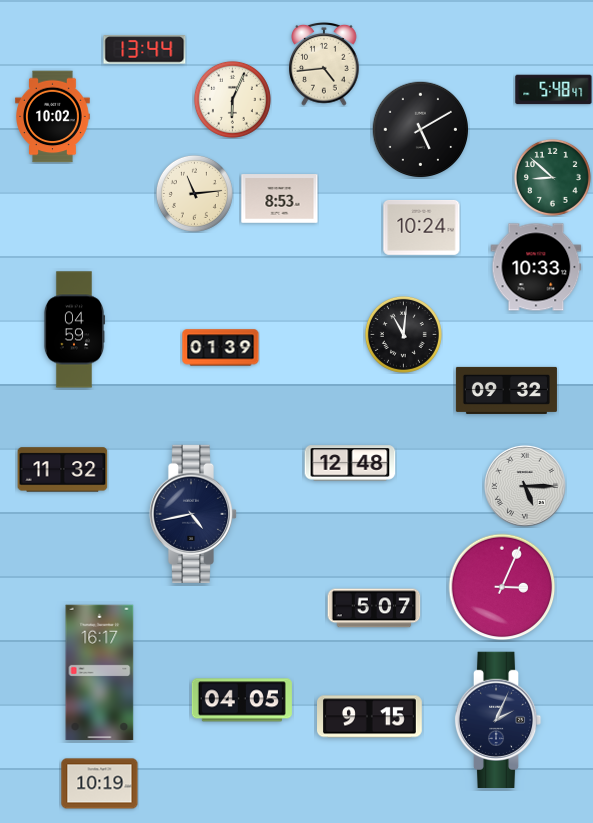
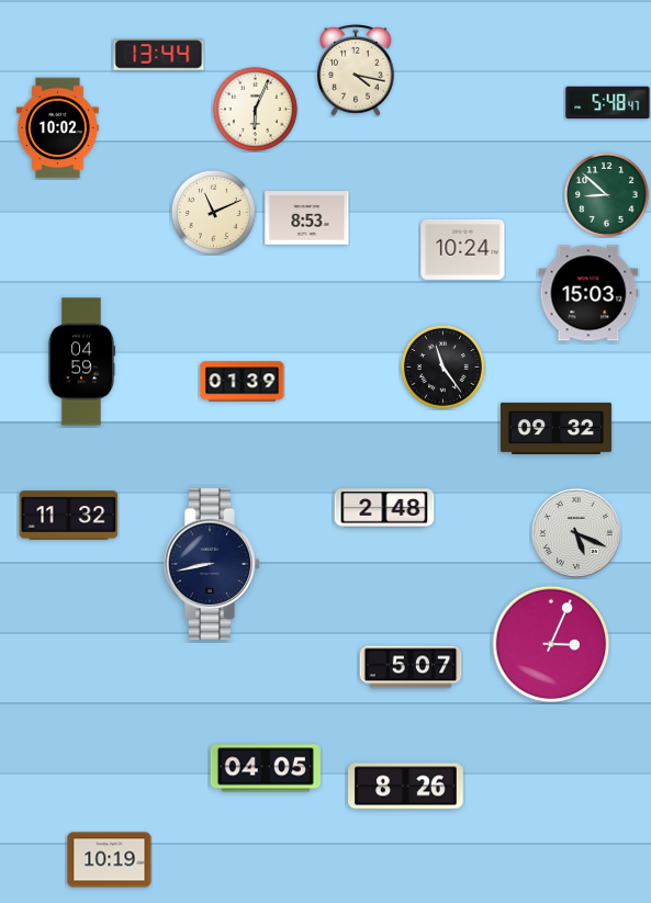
clock at (324, 65): 4:44 -> 4:17
clock at (554, 90) position: (554, 90) -> (608, 103)
clock at (420, 129): 5:10 -> none
clock at (194, 193): 11:14 -> 11:11
clock at (536, 267): 10:33 -> 15:03
clock at (403, 334): 11:01 -> 11:24
clock at (350, 463): 12:48 -> 2:48
clock at (525, 486): 5:15 -> 5:19
clock at (193, 514): 4:43 -> 8:43
clock at (100, 673): 16:17 -> none
clock at (370, 717): 9:15 -> 8:26
clock at (498, 719): 2:04 -> none
